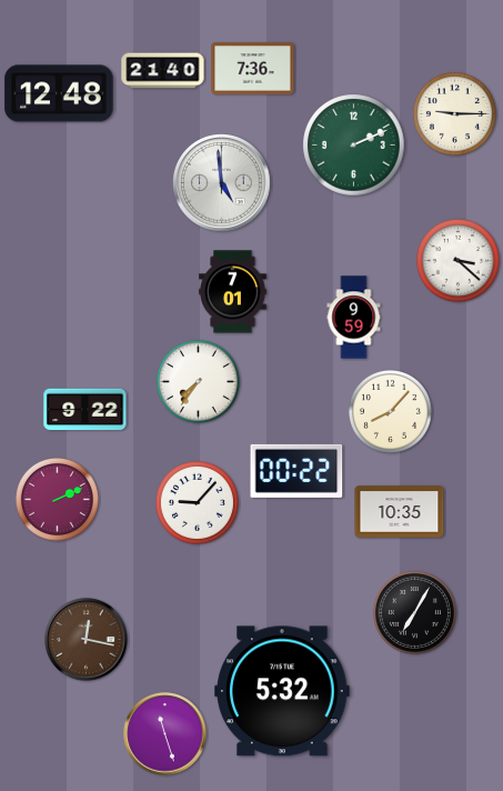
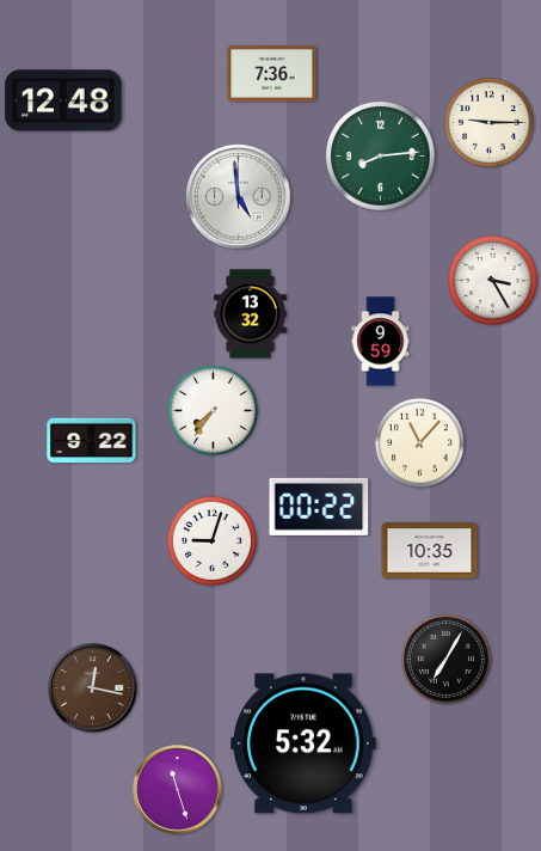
clock at (163, 71): 21:40 -> none
clock at (354, 146): 2:11 -> 8:14
clock at (457, 260): 3:22 -> 3:25
clock at (233, 292): 7:01 -> 13:32
clock at (390, 411): 8:07 -> 11:07
clock at (57, 499): 2:11 -> none
clock at (197, 502): 9:07 -> 9:03
